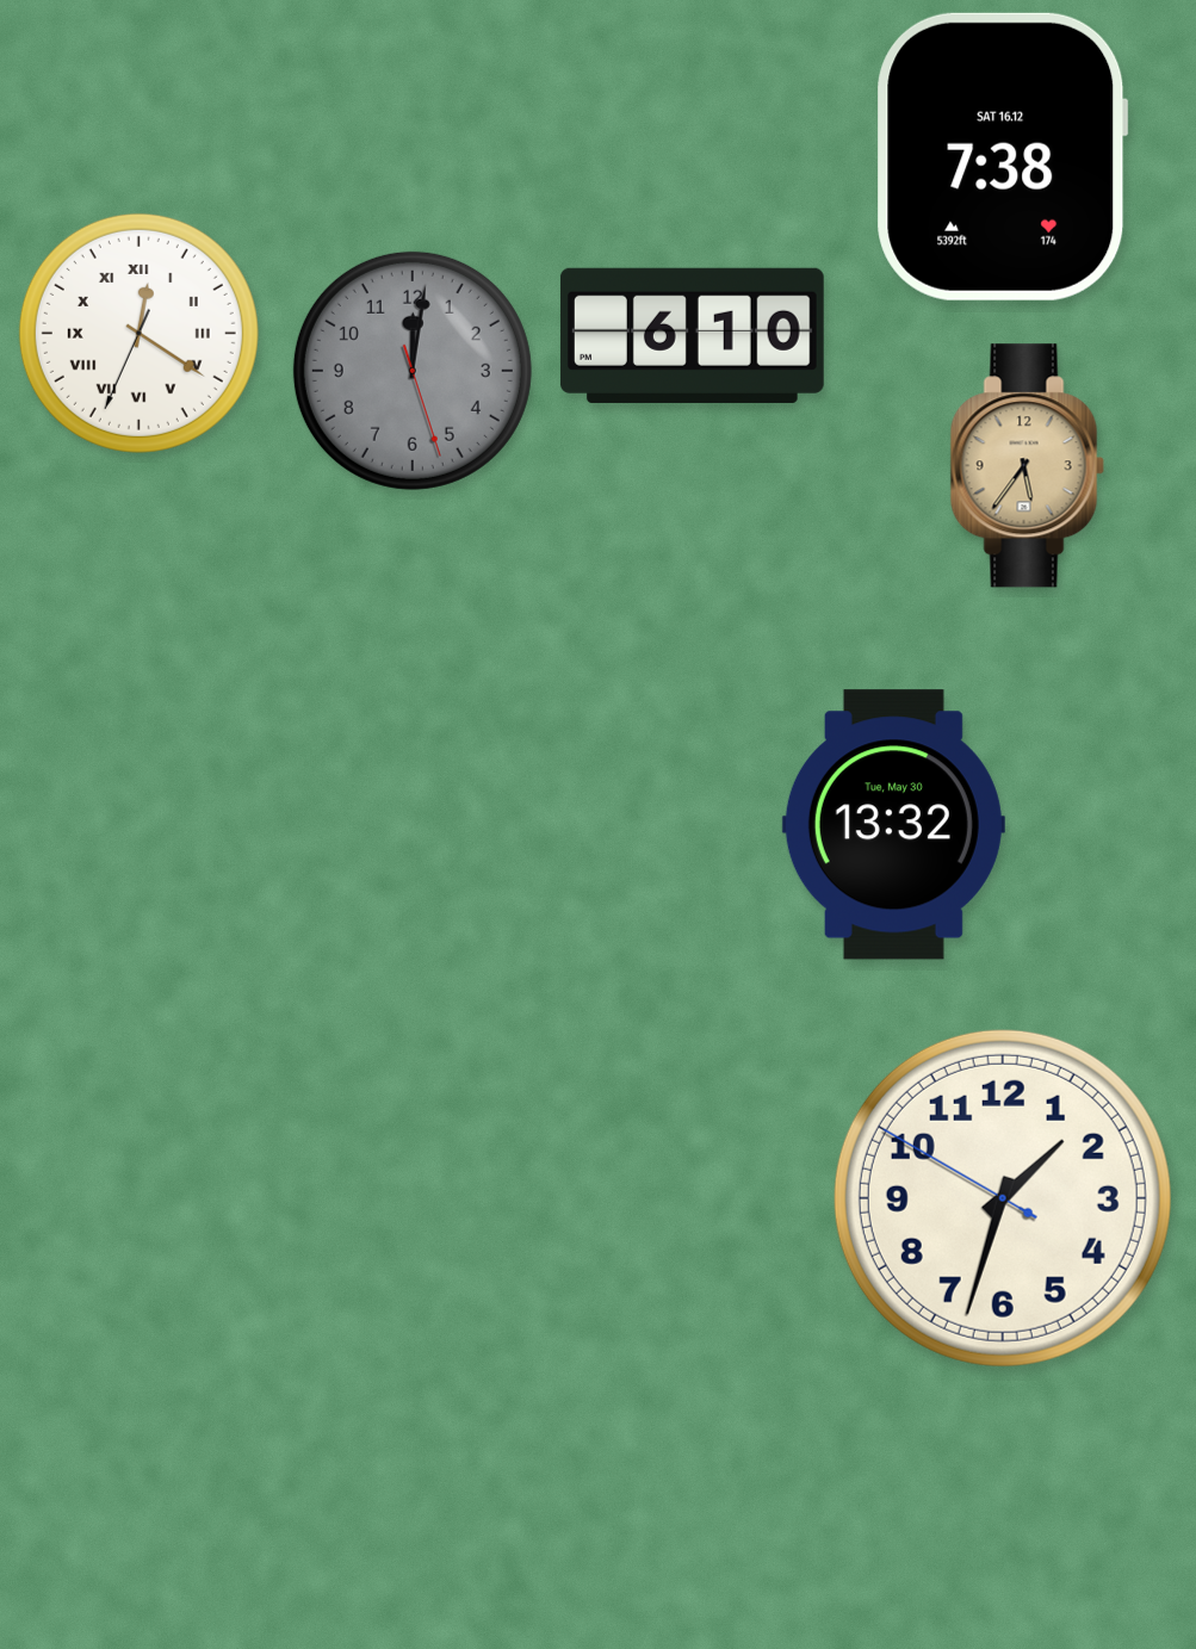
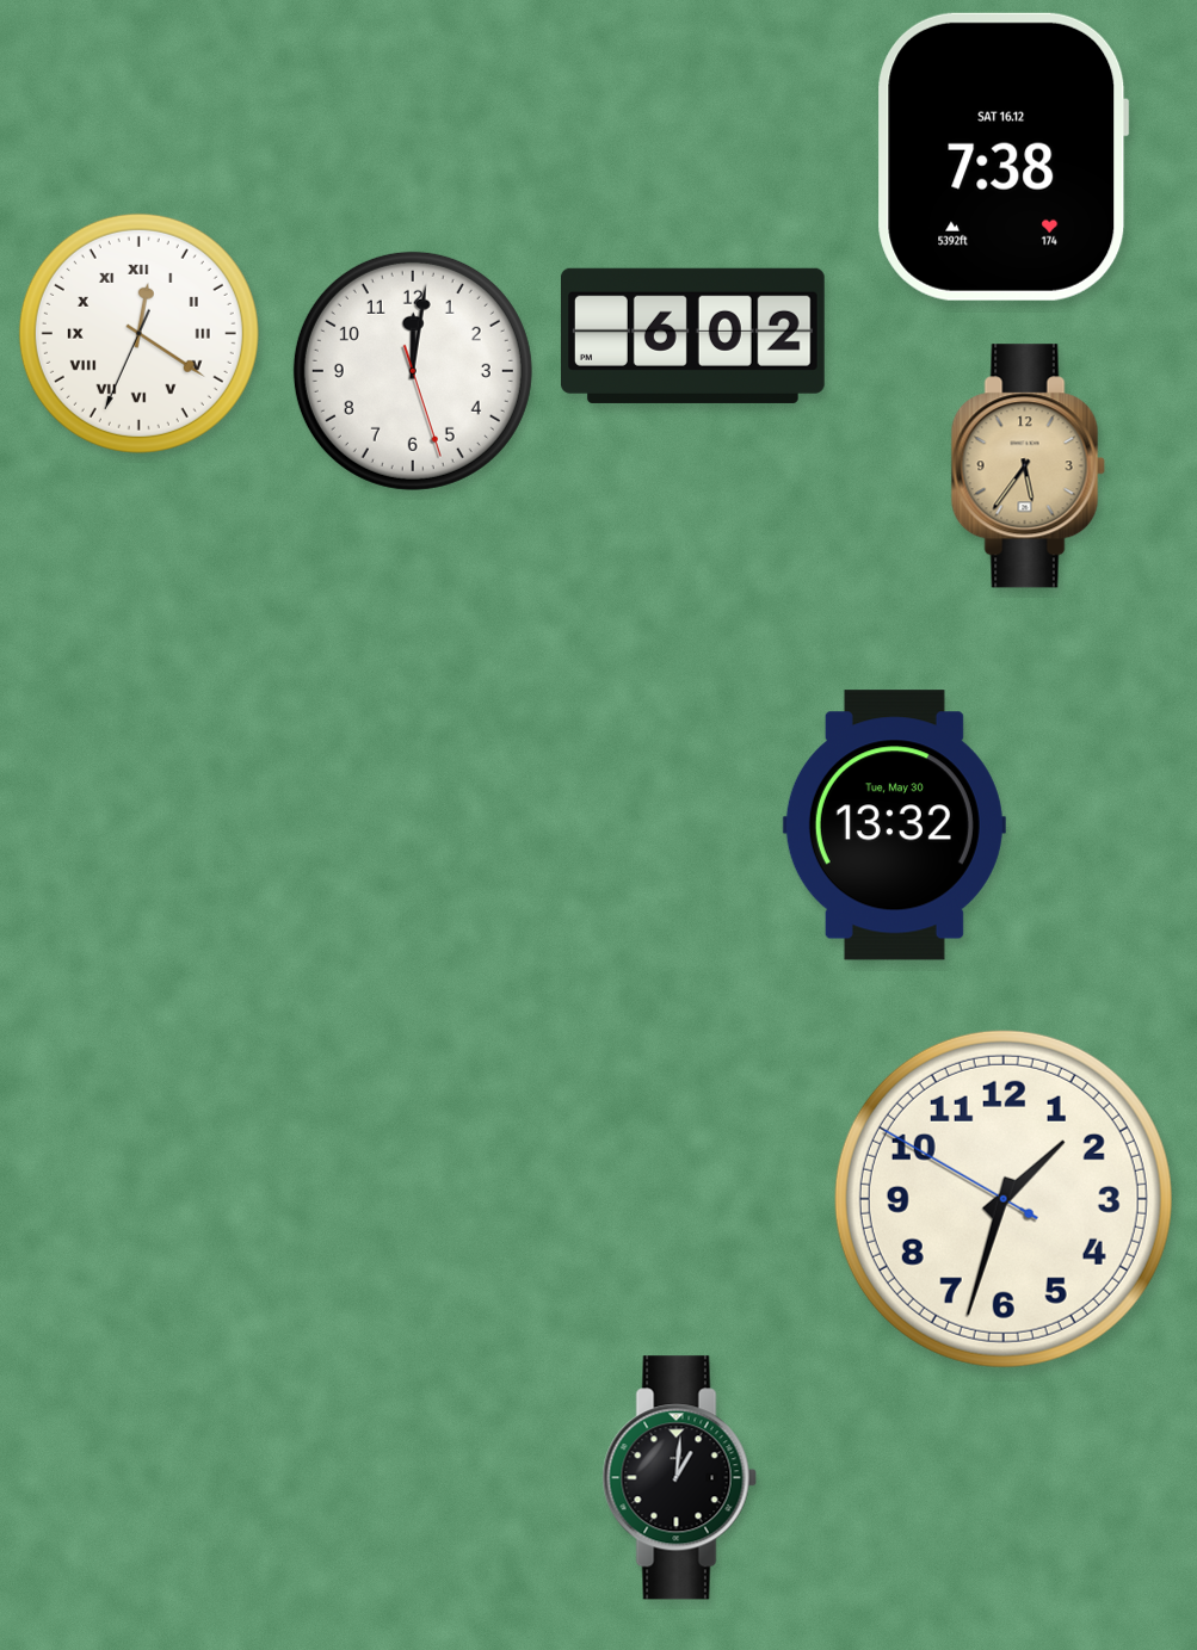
clock at (692, 335): 6:10 -> 6:02
clock at (413, 371) dial: grey -> white
clock at (679, 1478): none -> 1:01
